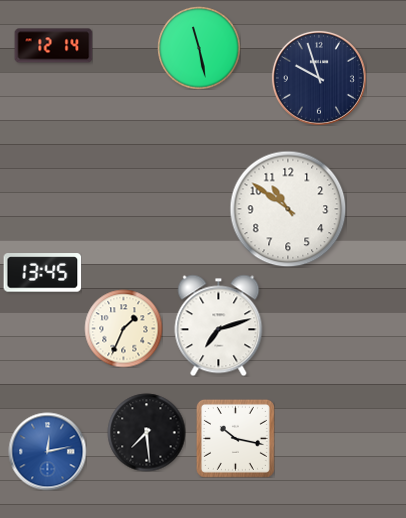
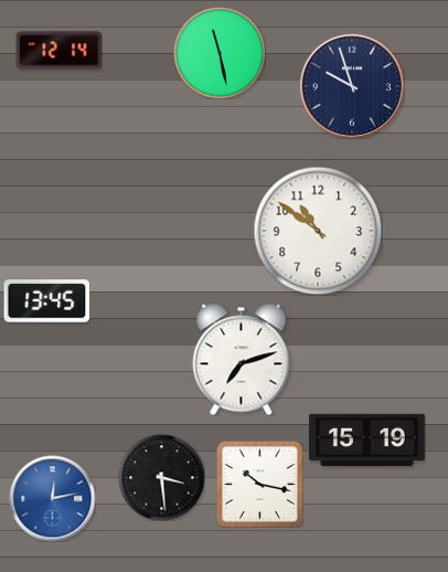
clock at (123, 328): 1:34 -> none
clock at (367, 439): none -> 15:19
clock at (146, 432): 7:29 -> 3:29
